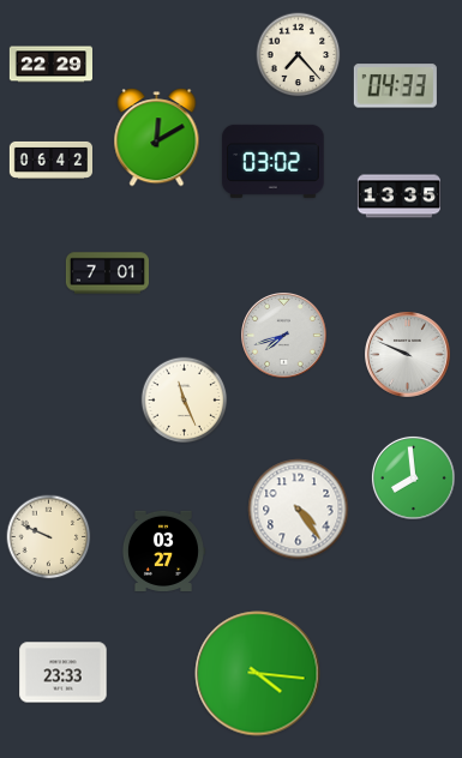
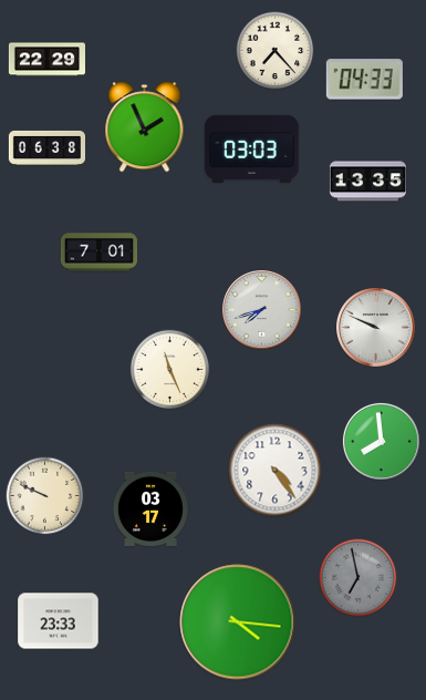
clock at (157, 138): 12:10 -> 1:56
clock at (50, 160): 06:42 -> 06:38
clock at (274, 161): 03:02 -> 03:03
clock at (163, 551): 03:27 -> 03:17
clock at (359, 578): none -> 6:58
